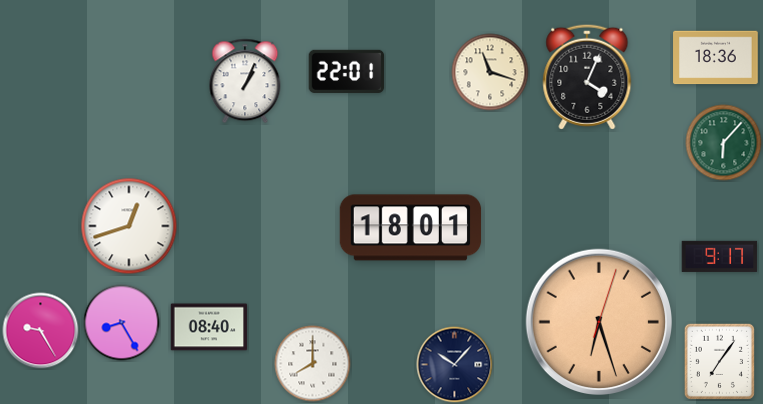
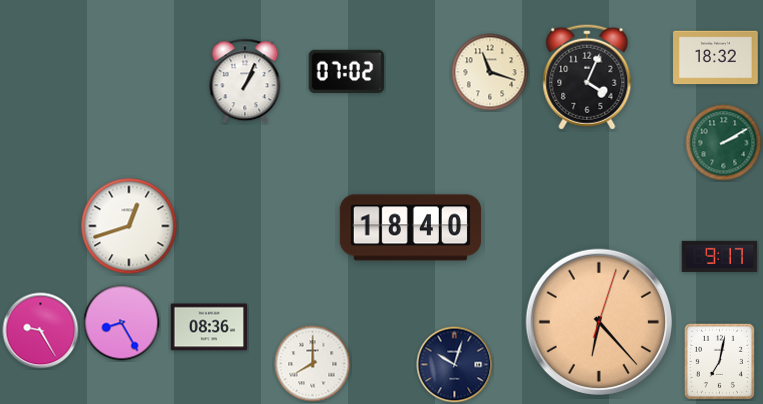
clock at (716, 58): 18:36 -> 18:32
clock at (347, 71): 22:01 -> 07:02
clock at (724, 143): 6:07 -> 2:10
clock at (411, 228): 18:01 -> 18:40
clock at (598, 321): 6:27 -> 6:23
clock at (209, 327): 08:40 -> 08:36
clock at (719, 361): 7:06 -> 7:02
clock at (455, 365): 10:07 -> 10:03
